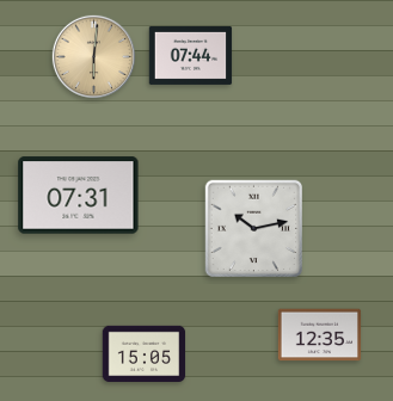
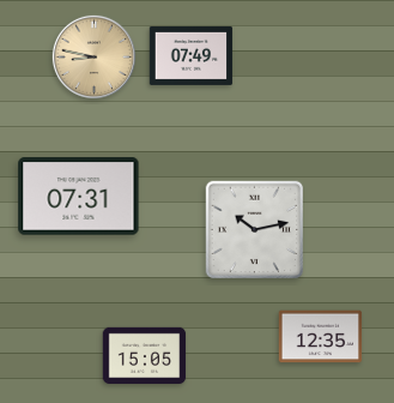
clock at (191, 55): 07:44 -> 07:49
clock at (93, 56): 6:01 -> 8:47
